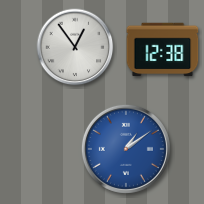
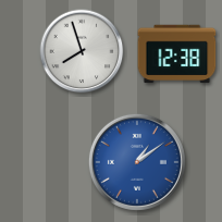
clock at (75, 47): 12:54 -> 7:57
